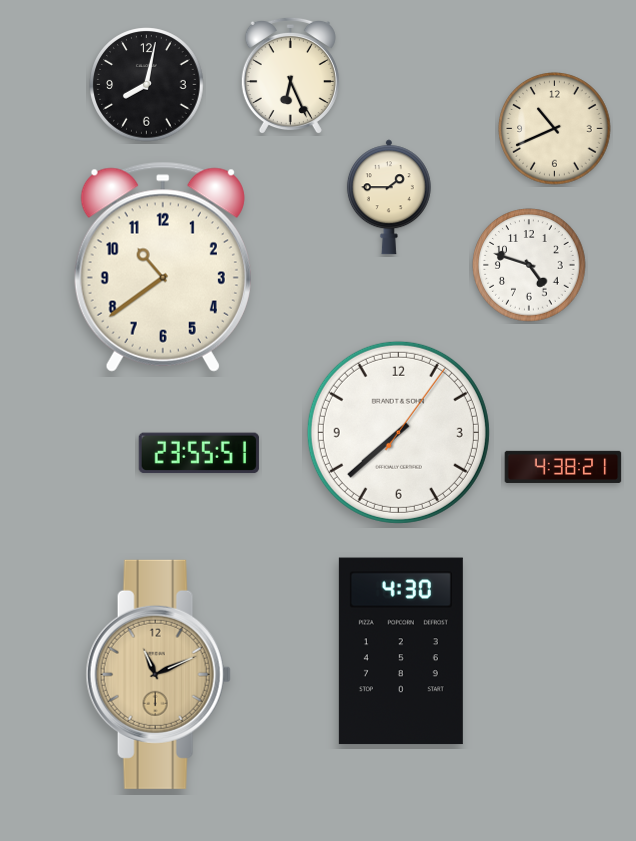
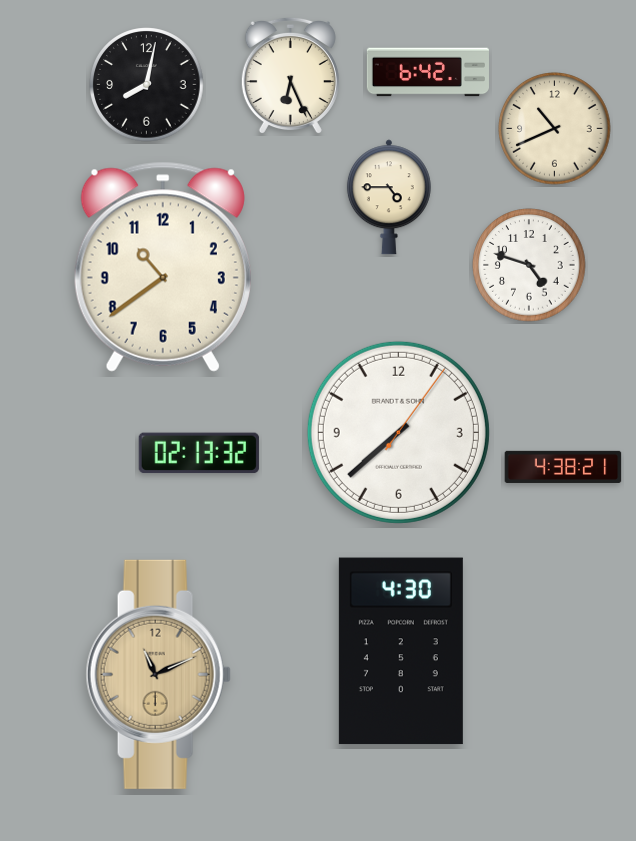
clock at (428, 72): none -> 6:42
clock at (389, 197): 1:45 -> 4:45
clock at (199, 453): 23:55 -> 02:13
